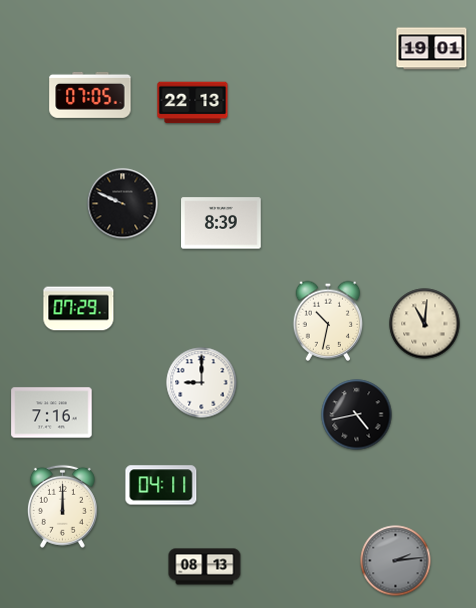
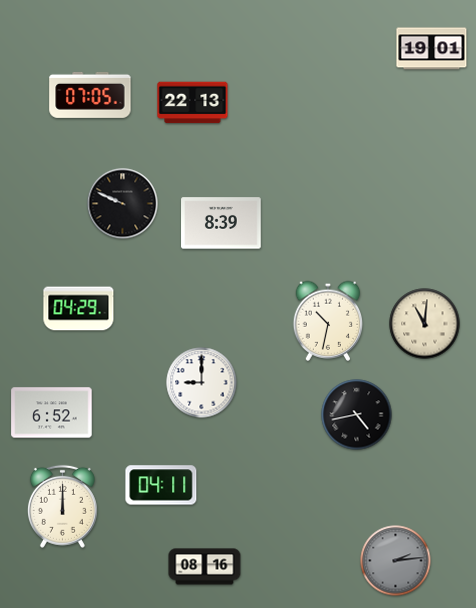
clock at (79, 309): 07:29 -> 04:29
clock at (52, 413): 7:16 -> 6:52
clock at (205, 567): 08:13 -> 08:16
